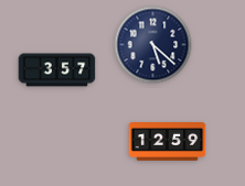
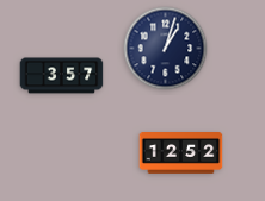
clock at (153, 45): 5:22 -> 1:03
clock at (168, 142): 12:59 -> 12:52
